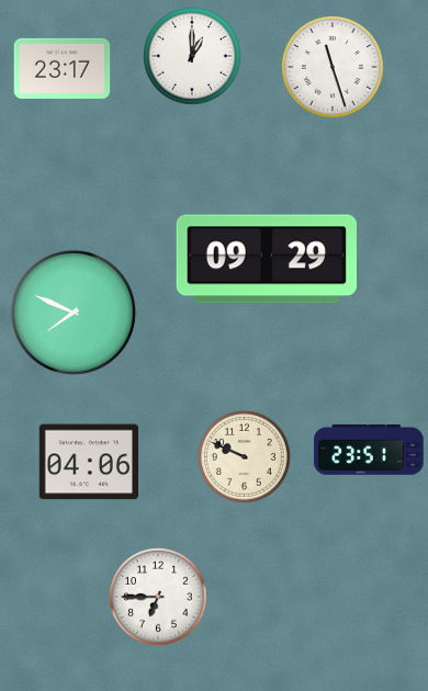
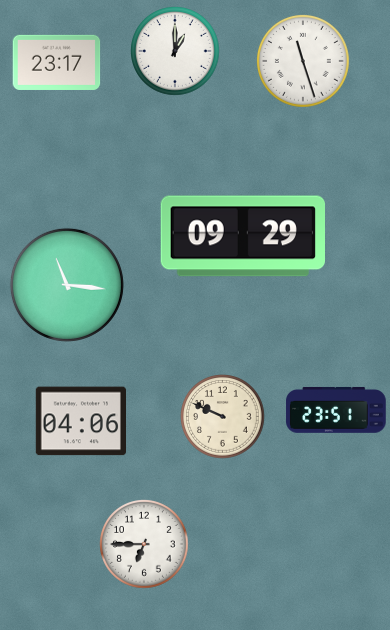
clock at (74, 313): 7:49 -> 11:16
